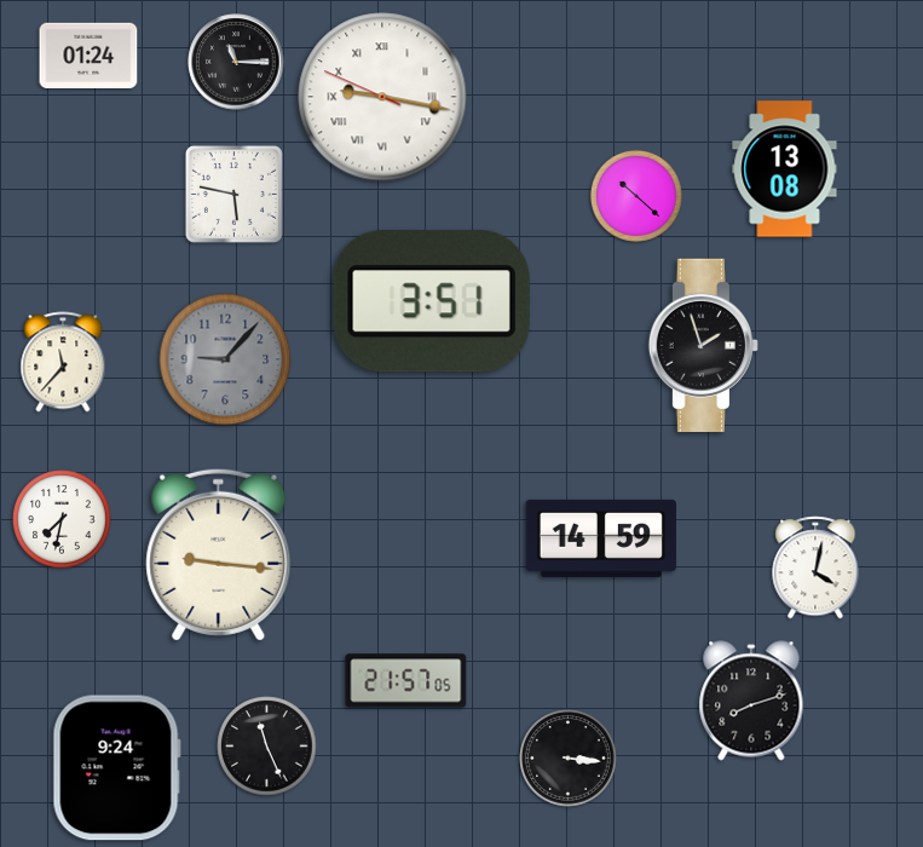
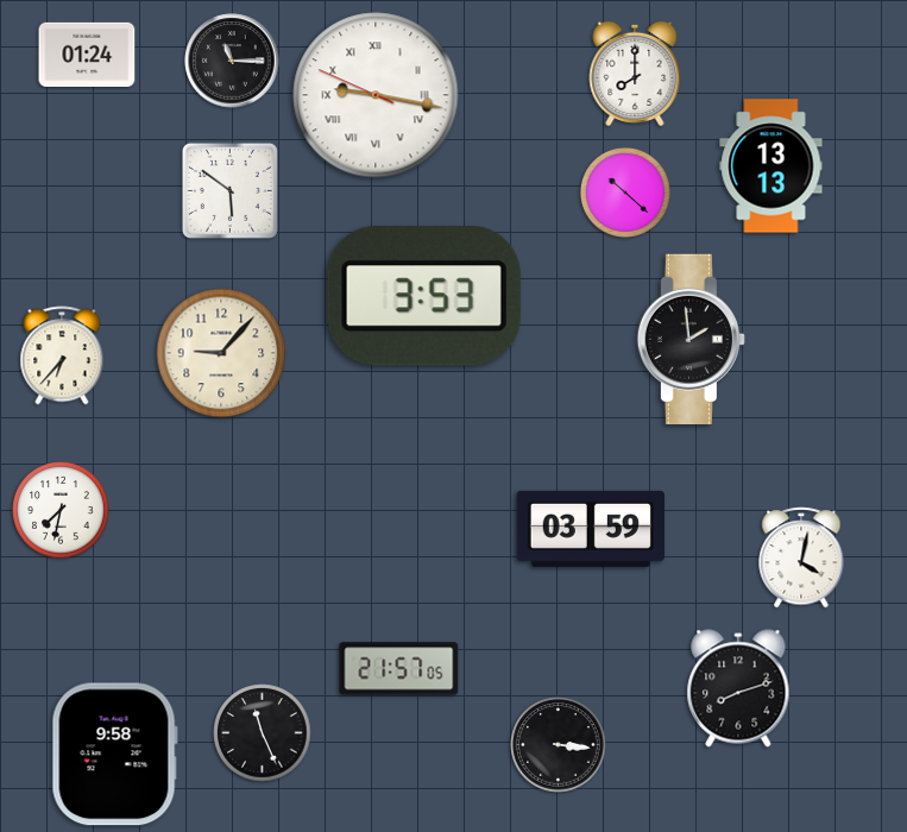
clock at (635, 74): none -> 8:00
clock at (785, 169): 13:08 -> 13:13
clock at (233, 194): 5:47 -> 5:51
clock at (432, 301): 3:51 -> 3:53
clock at (703, 345): 1:57 -> 1:59
clock at (225, 359) dial: grey -> cream
clock at (63, 362): 11:37 -> 6:37
clock at (600, 538): 14:59 -> 03:59
clock at (219, 554): 9:16 -> none
clock at (116, 768): 9:24 -> 9:58
